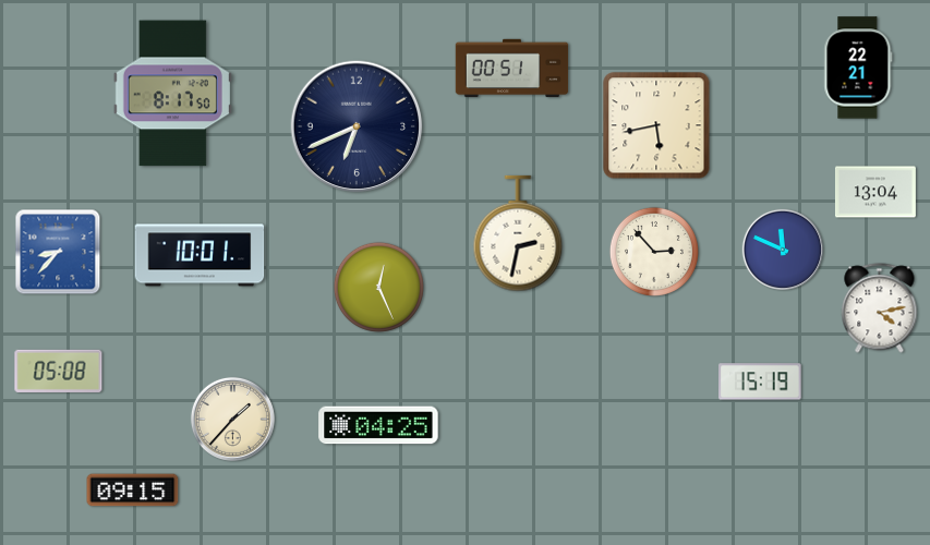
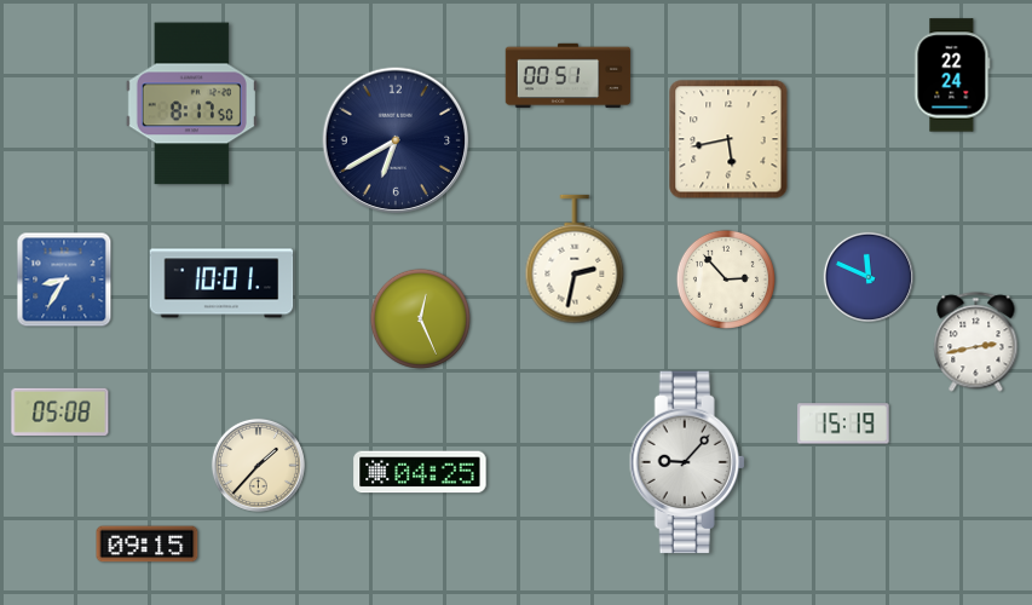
clock at (858, 68): 22:21 -> 22:24
clock at (357, 126): 6:41 -> 6:40
clock at (875, 192): 13:04 -> none
clock at (58, 252): 8:37 -> 8:35
clock at (880, 308): 4:13 -> 2:43
clock at (59, 371) position: (59, 371) -> (60, 411)
clock at (687, 462): none -> 9:07
